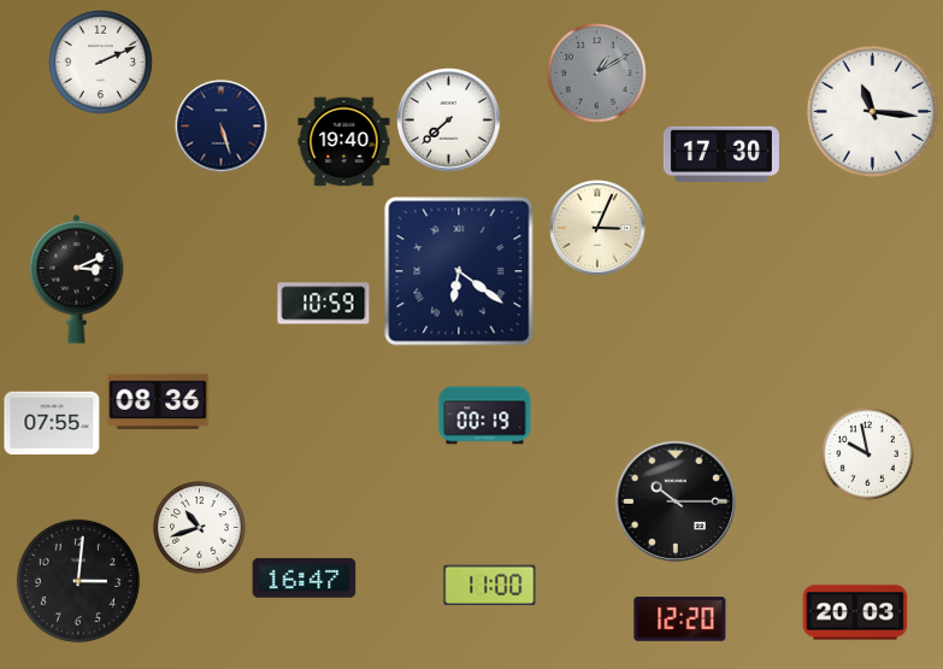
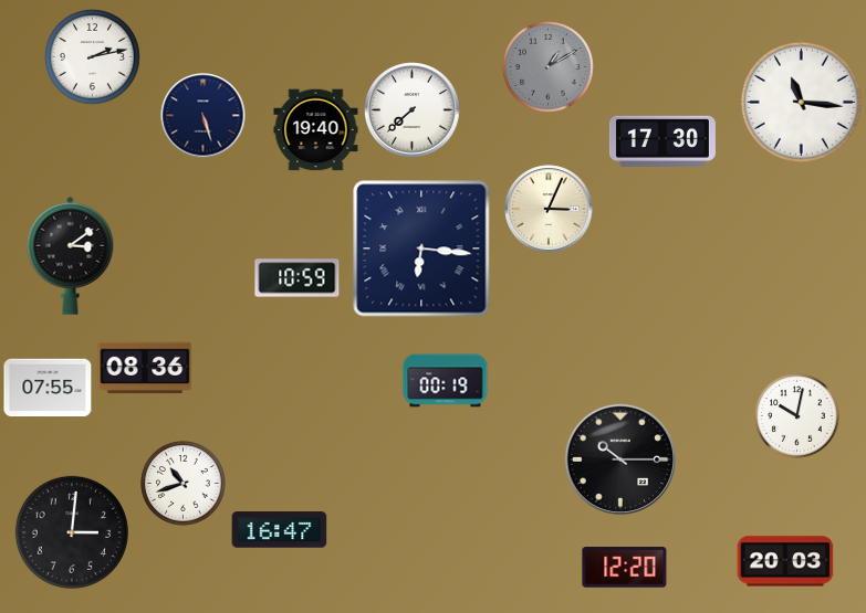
clock at (100, 61): 2:11 -> 2:13
clock at (459, 271): 6:21 -> 6:16
clock at (77, 278): 3:11 -> 3:09
clock at (868, 454): 9:58 -> 10:02
clock at (490, 586): 11:00 -> none
